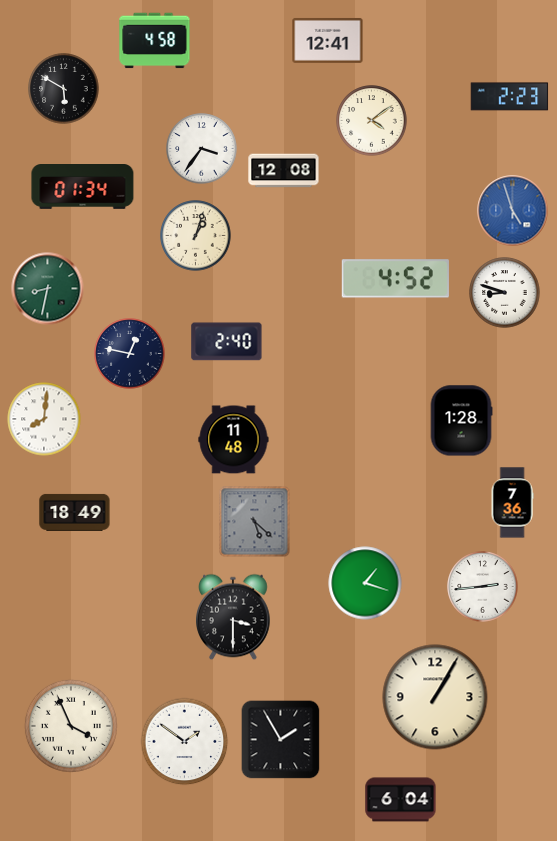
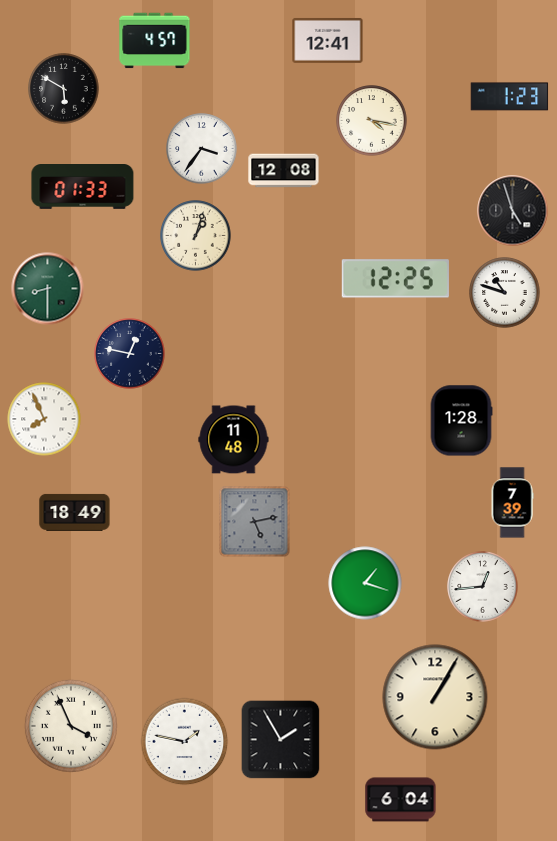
clock at (155, 41): 4:58 -> 4:57
clock at (510, 97): 2:23 -> 1:23
clock at (372, 121): 4:09 -> 4:17
clock at (83, 187): 01:34 -> 01:33
clock at (513, 211) dial: blue -> black
clock at (395, 279): 4:52 -> 12:25
clock at (48, 289): 8:32 -> 8:30
clock at (505, 293): 8:48 -> 10:48
clock at (227, 342): 2:40 -> none
clock at (44, 419): 8:01 -> 7:56
clock at (512, 503): 7:36 -> 7:39
clock at (255, 522): 5:22 -> 5:13
clock at (483, 587): 2:44 -> 12:44
clock at (233, 617): 3:30 -> none
clock at (185, 742): 1:51 -> 1:47
